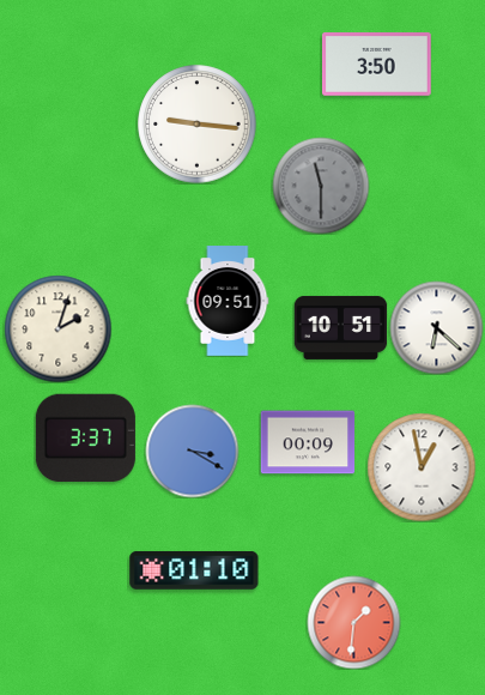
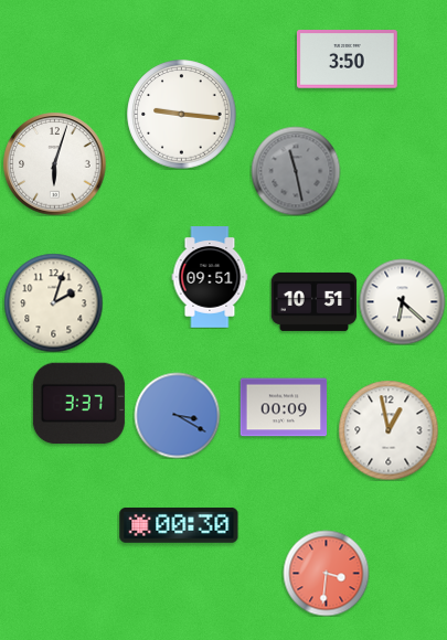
clock at (54, 163): none -> 6:03
clock at (321, 186): 11:30 -> 11:28
clock at (194, 570): 01:10 -> 00:30
clock at (353, 622): 1:31 -> 3:31
